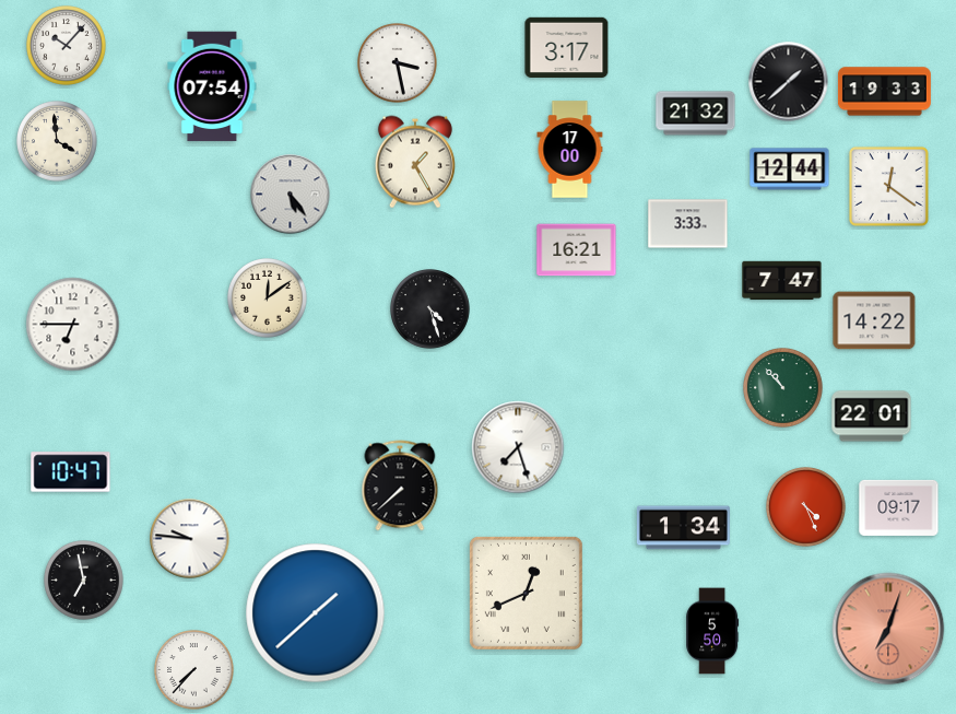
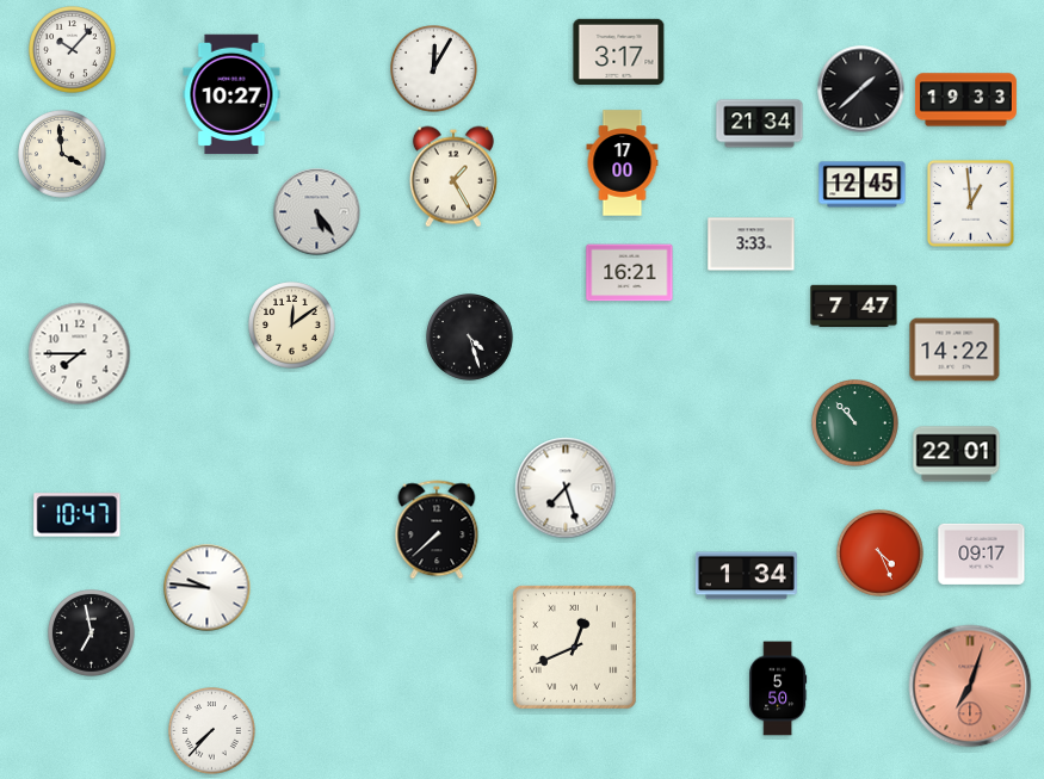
clock at (398, 63): 3:28 -> 12:05
clock at (212, 86): 07:54 -> 10:27
clock at (696, 114): 21:32 -> 21:34
clock at (790, 169): 12:44 -> 12:45
clock at (888, 186): 12:21 -> 12:59
clock at (73, 325): 6:45 -> 7:45
clock at (872, 417) position: (872, 417) -> (957, 455)
clock at (316, 613): 1:38 -> none
